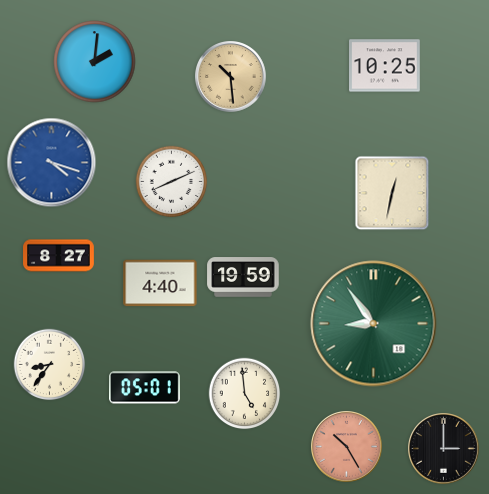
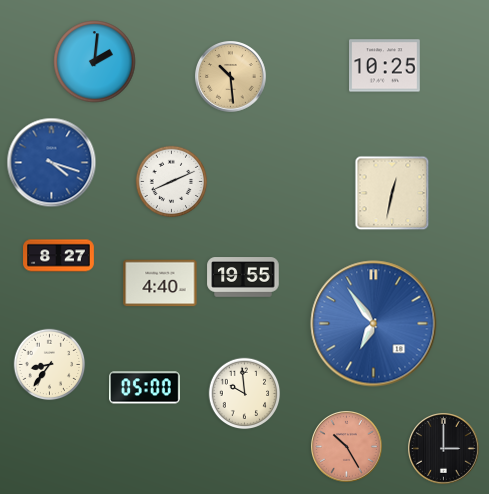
clock at (243, 277): 19:59 -> 19:55
clock at (374, 324): 8:54 -> 6:54
clock at (374, 324) dial: green -> blue
clock at (145, 388): 05:01 -> 05:00
clock at (245, 394): 4:59 -> 9:59
